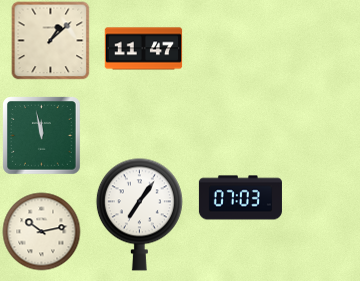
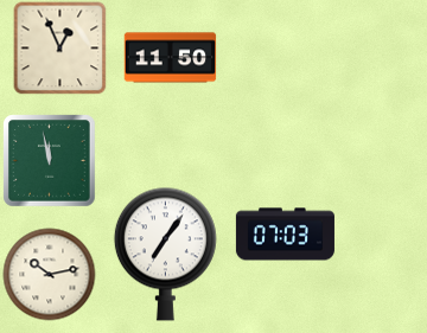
clock at (50, 40): 1:08 -> 12:56
clock at (143, 49): 11:47 -> 11:50
